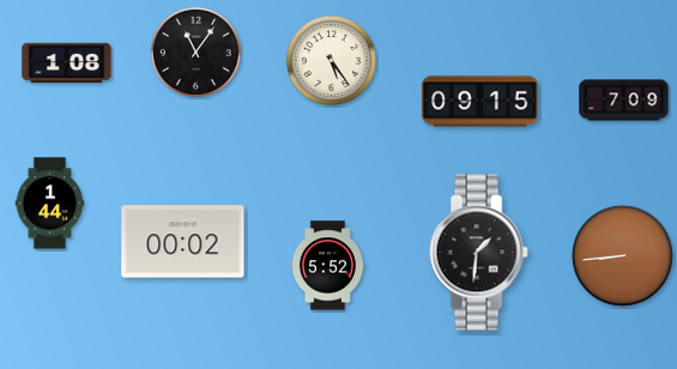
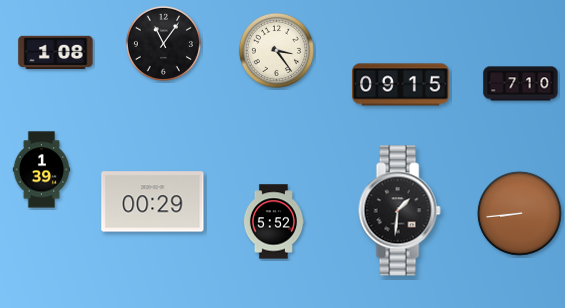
clock at (331, 60): 5:24 -> 3:24
clock at (624, 101): 7:09 -> 7:10
clock at (50, 204): 1:44 -> 1:39
clock at (183, 242): 00:02 -> 00:29
